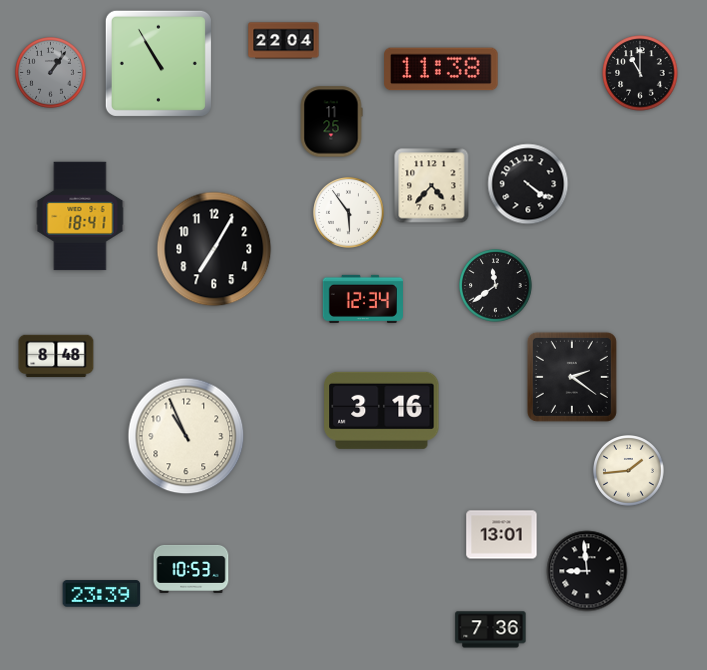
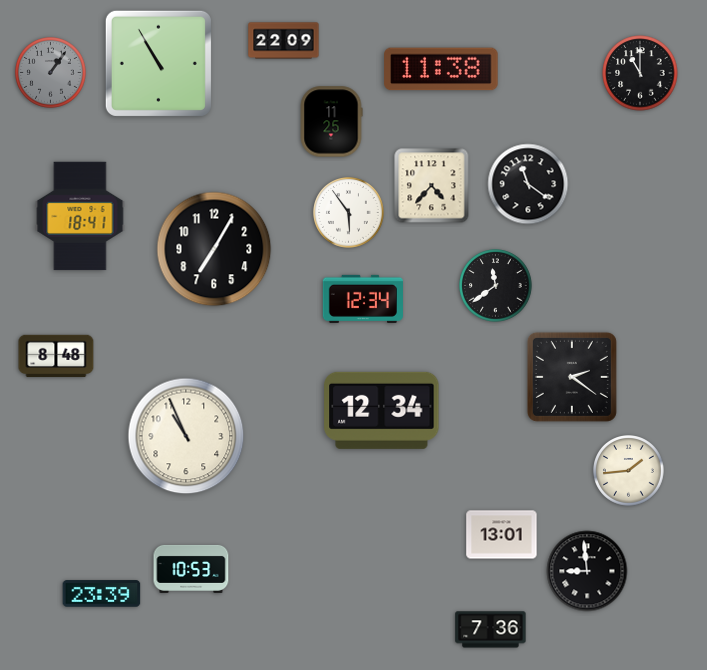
clock at (284, 41): 22:04 -> 22:09
clock at (528, 184): 4:21 -> 11:21
clock at (382, 410): 3:16 -> 12:34
